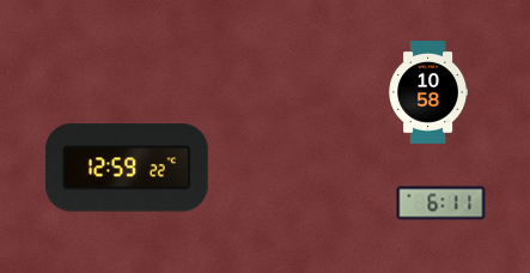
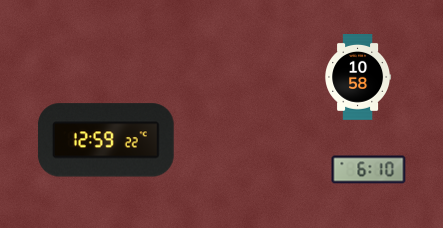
clock at (441, 204): 6:11 -> 6:10
